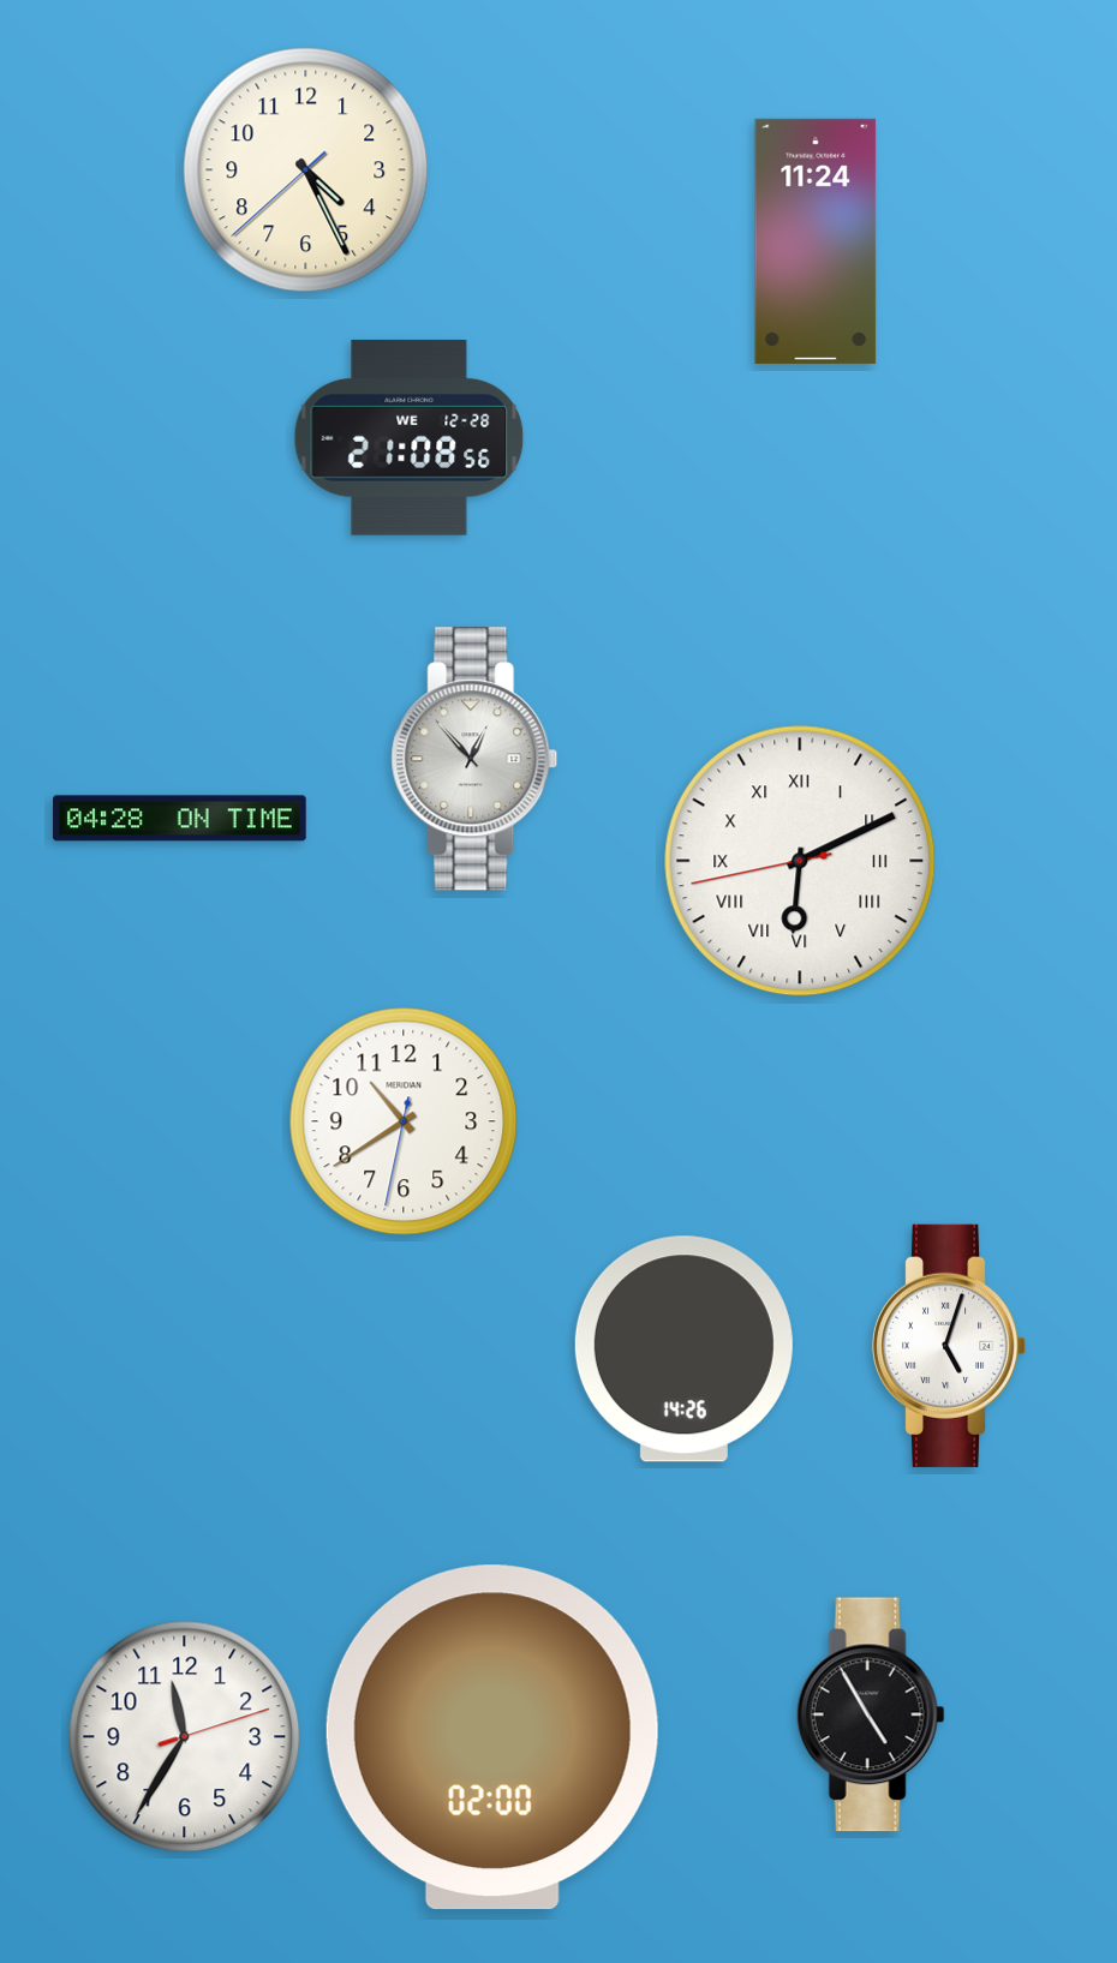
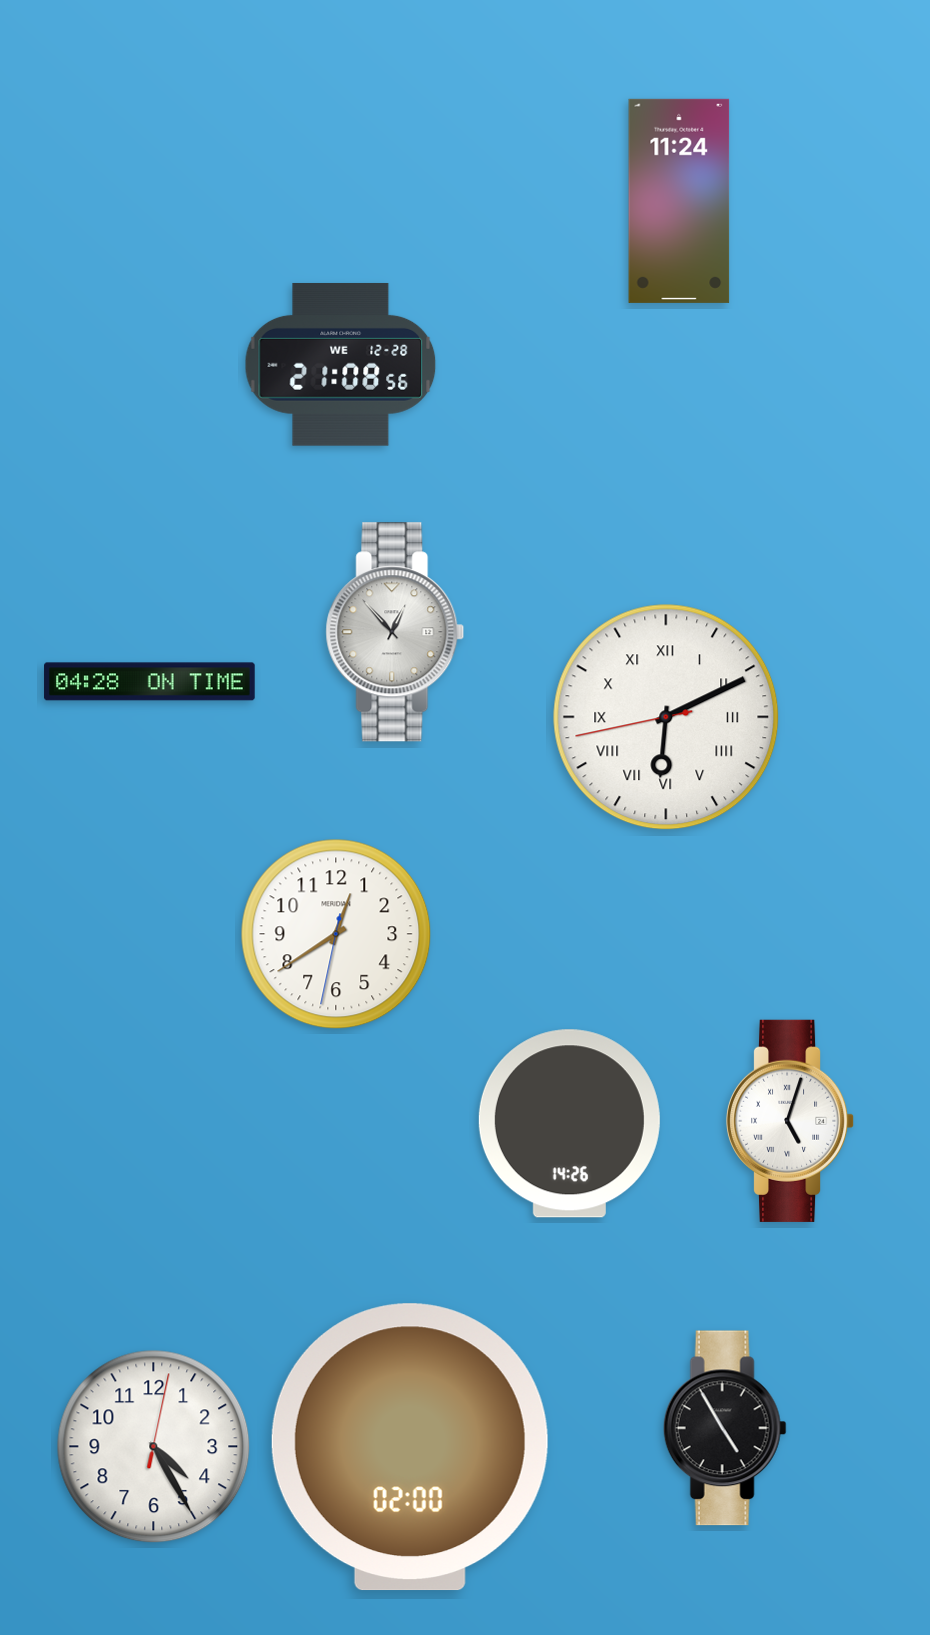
clock at (306, 170): 4:25 -> none
clock at (404, 1121): 10:39 -> 12:39
clock at (185, 1737): 11:35 -> 4:25
